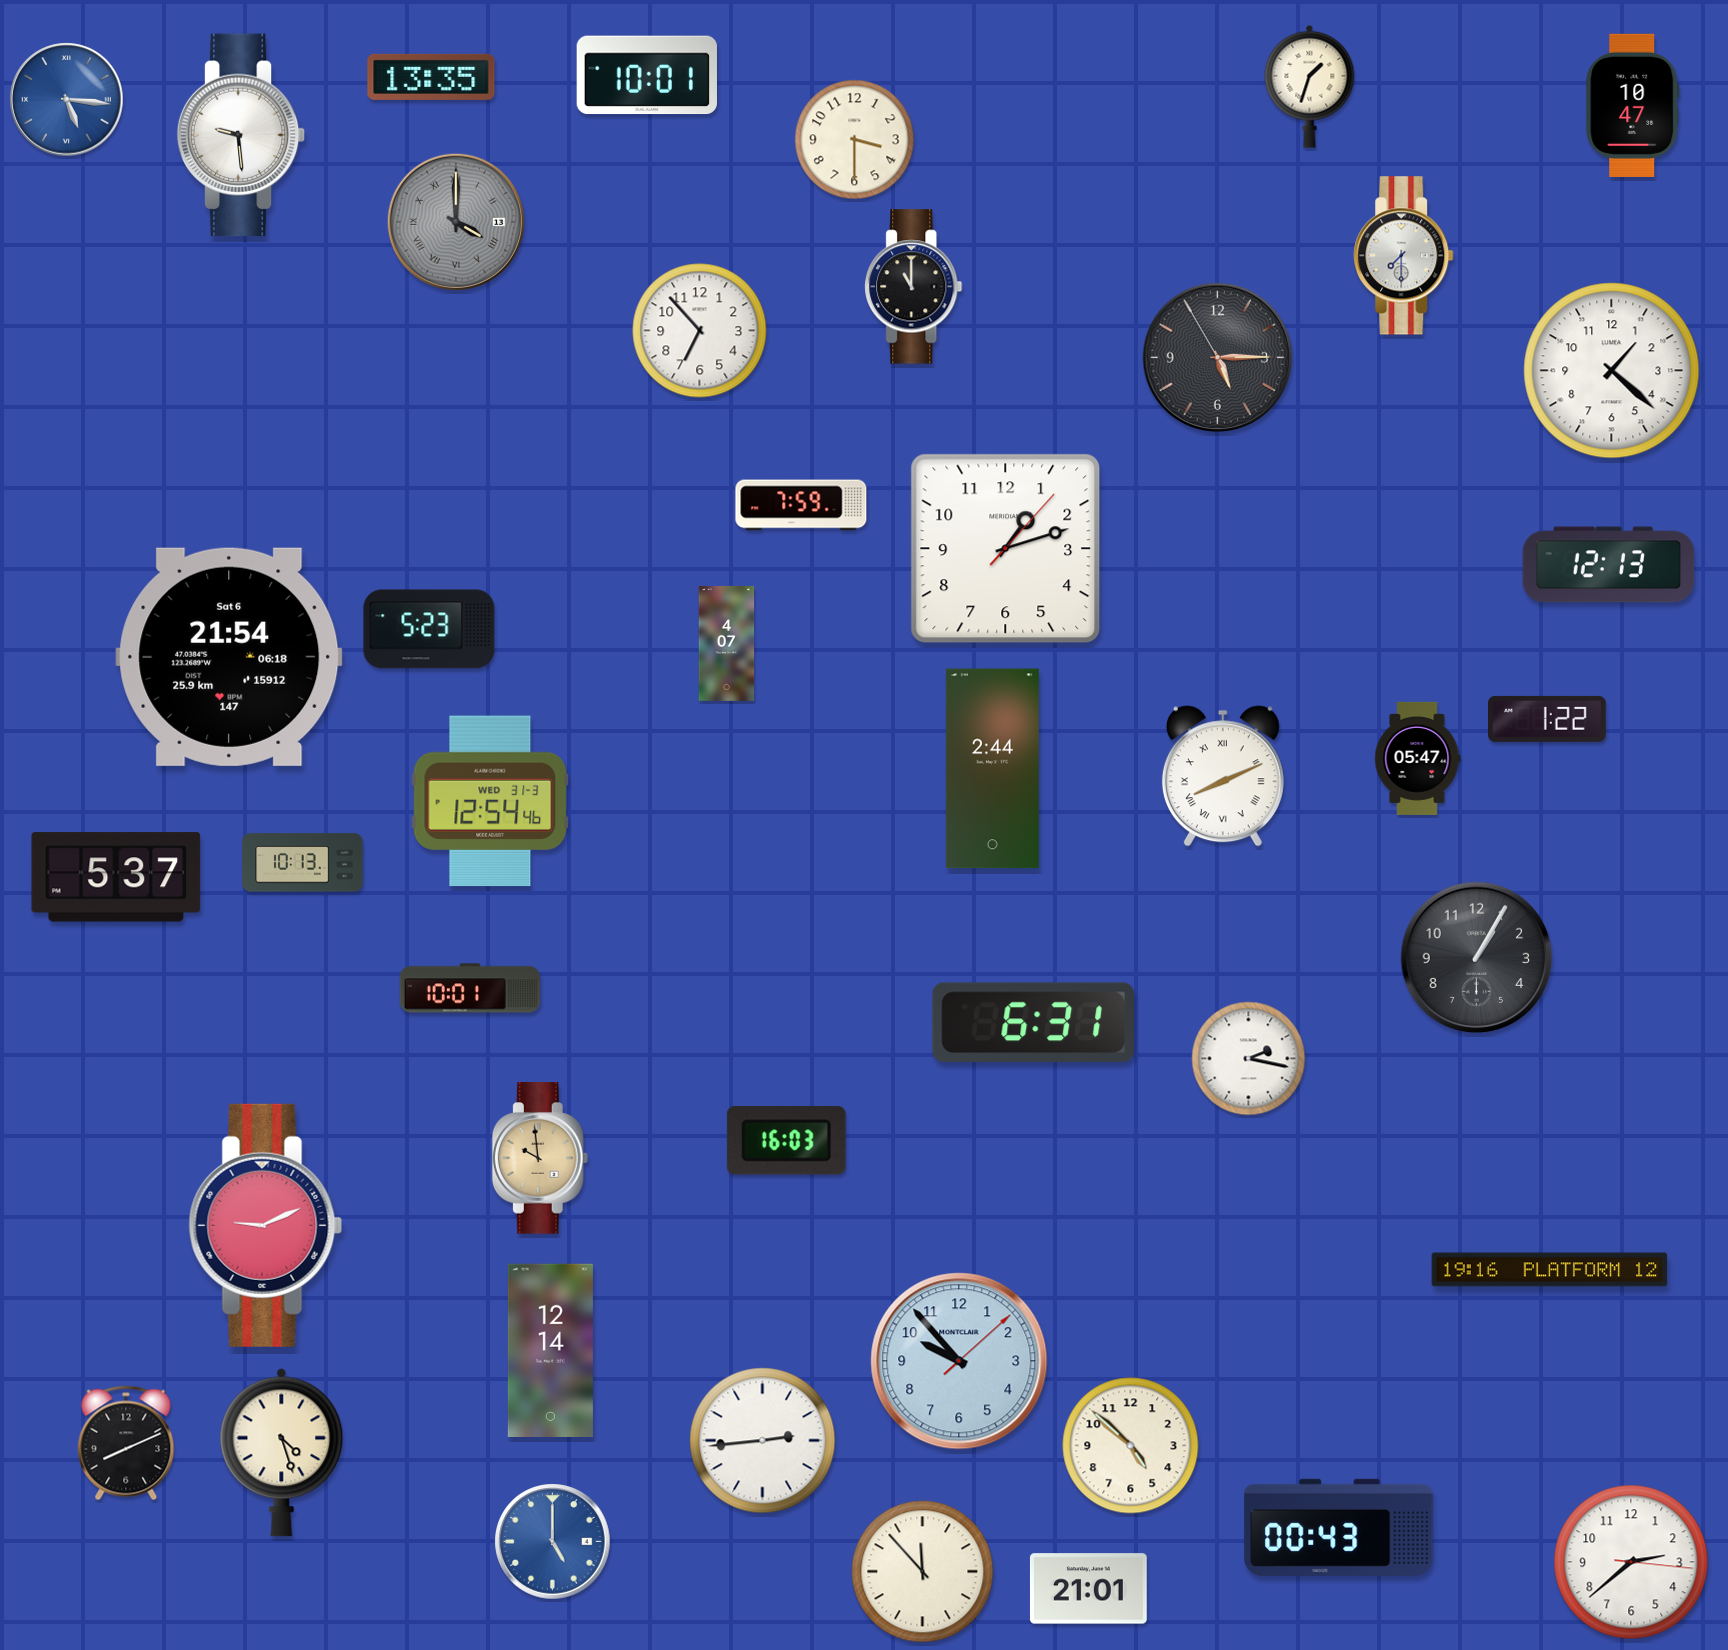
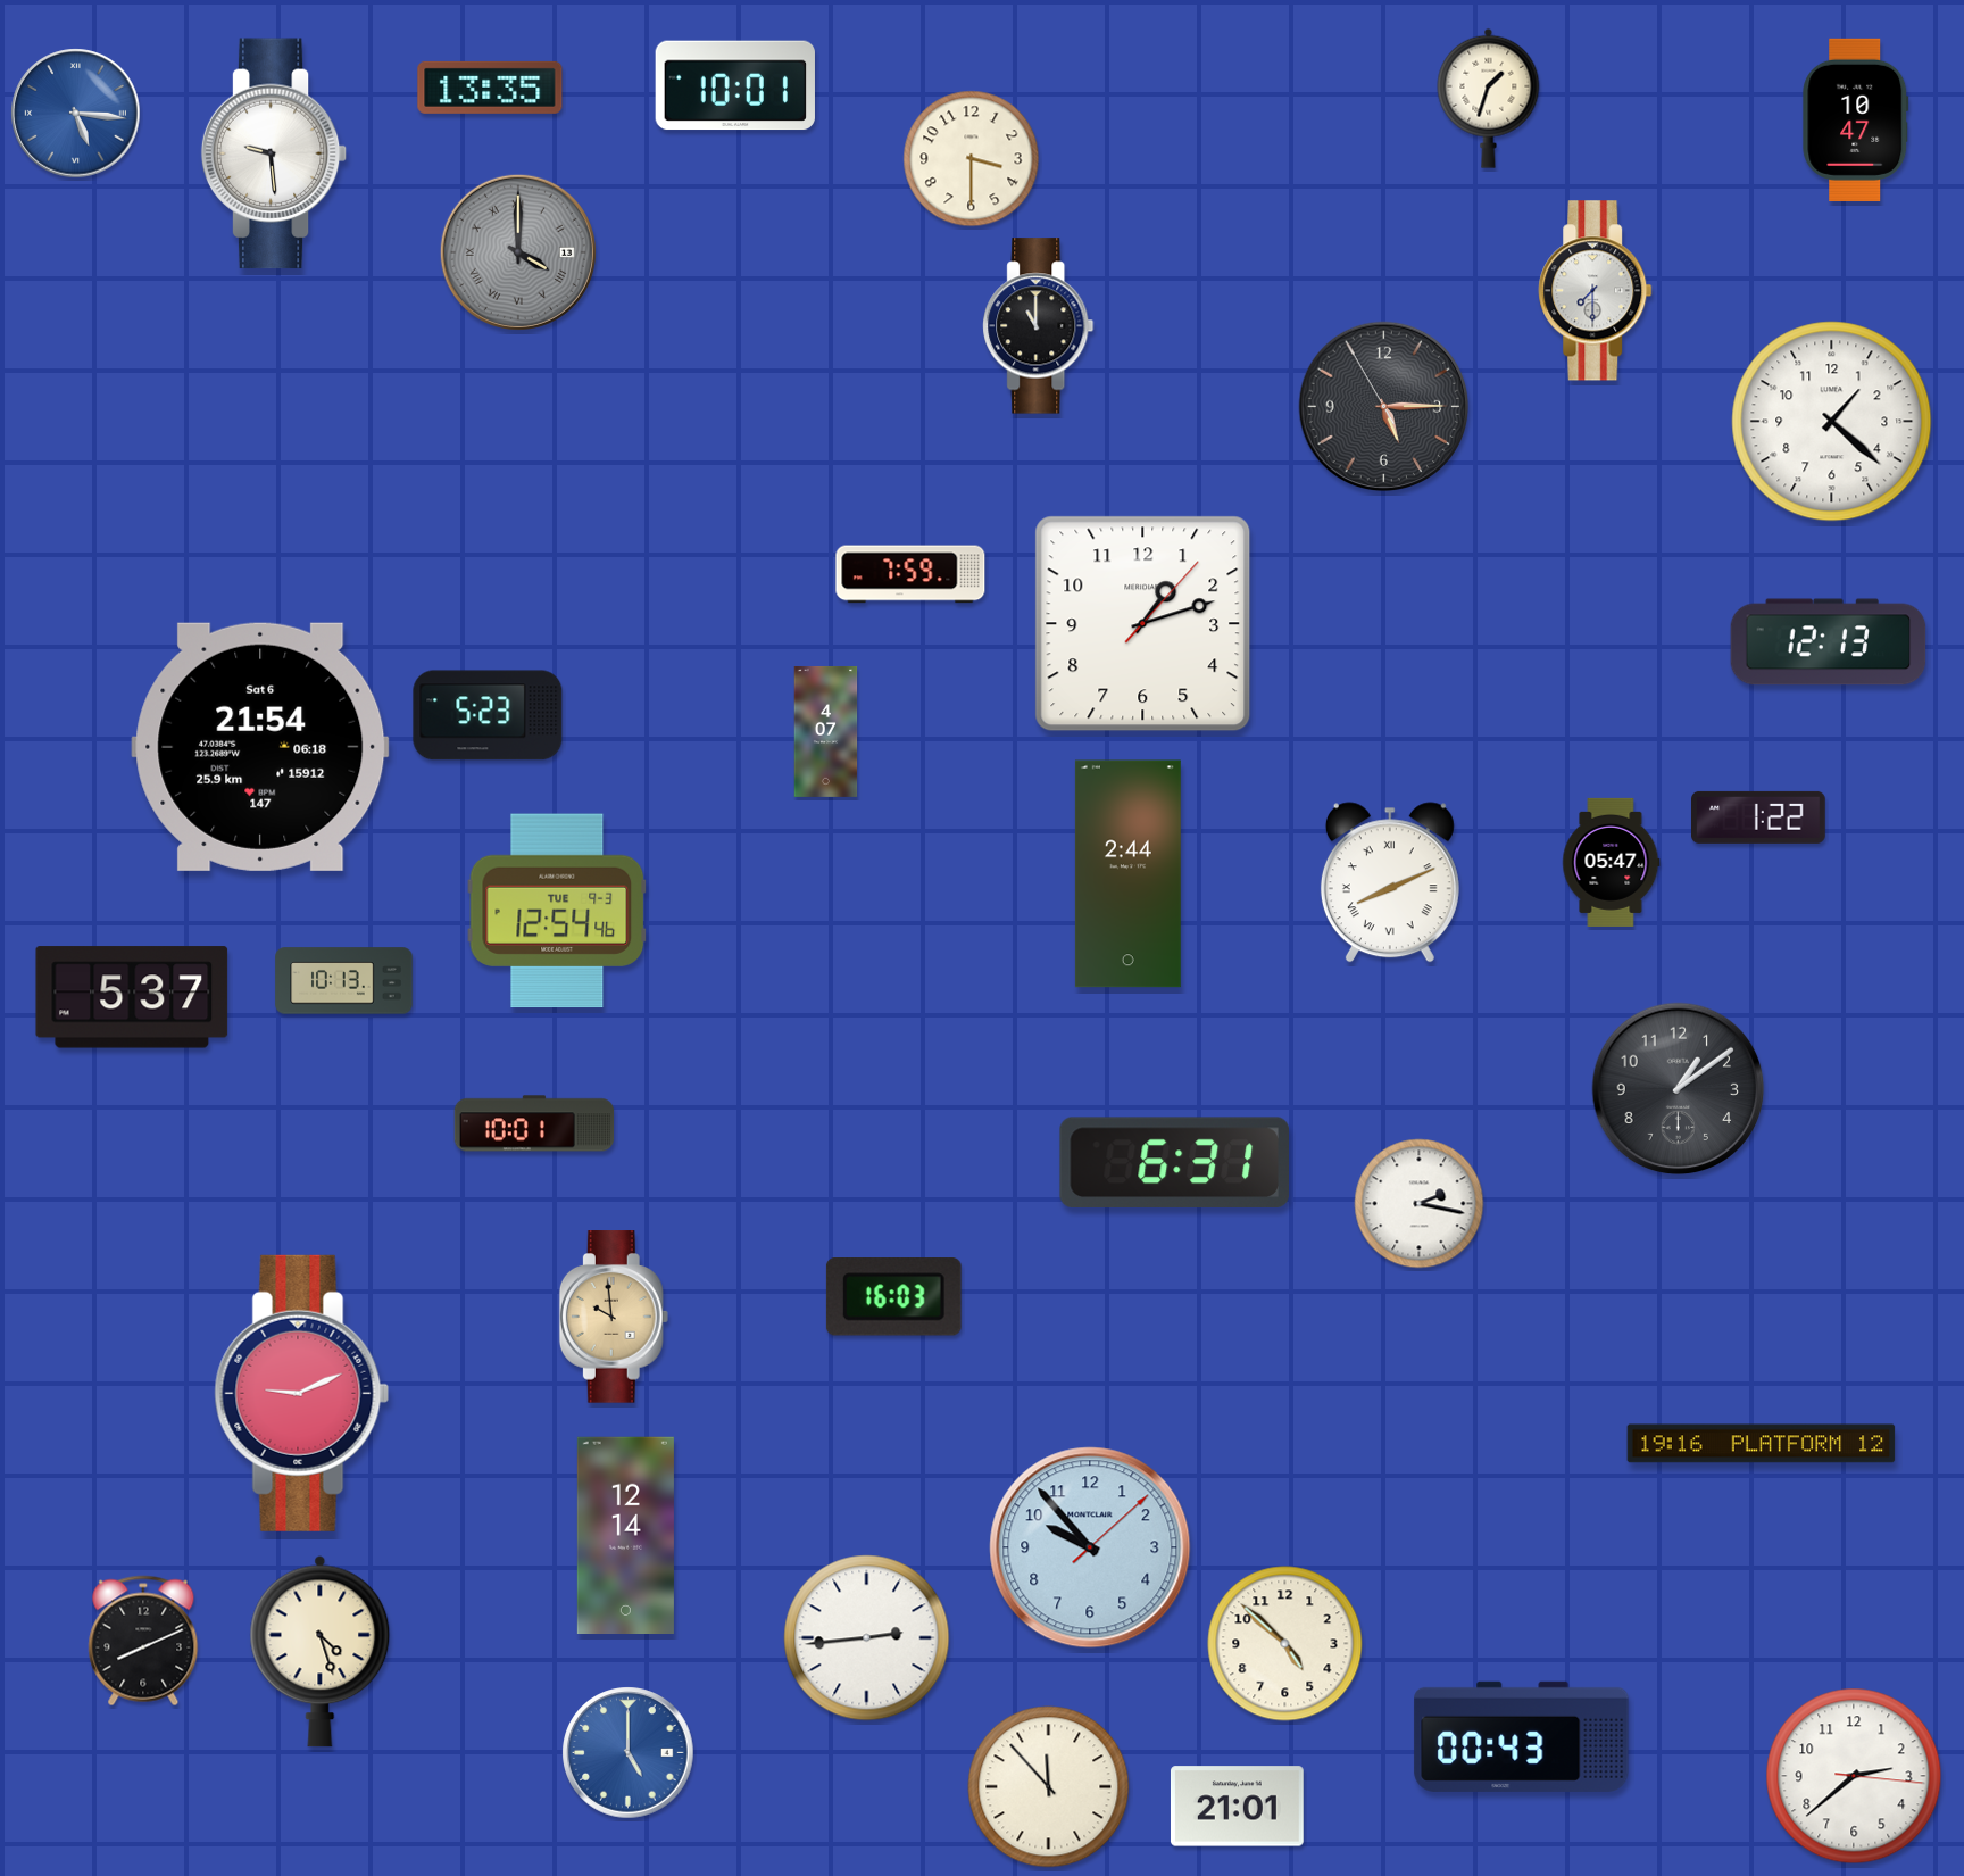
clock at (700, 331): 6:53 -> none
clock at (490, 801) date: WED 31-3 -> TUE 9-3
clock at (1477, 958): 1:05 -> 1:09
